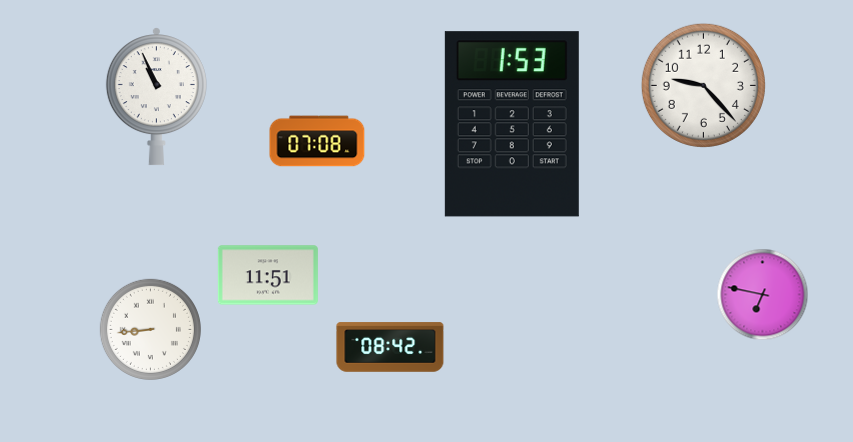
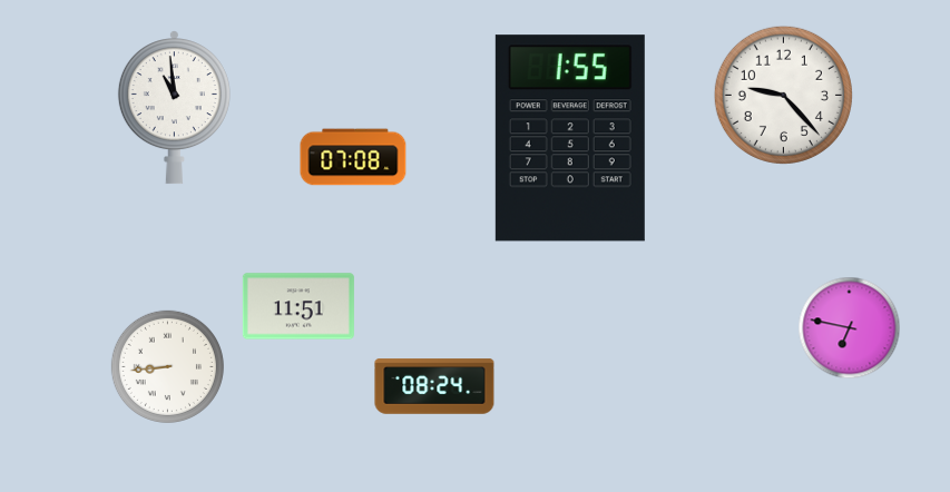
clock at (156, 97): 10:56 -> 10:59
clock at (512, 124): 1:53 -> 1:55
clock at (390, 347): 08:42 -> 08:24
